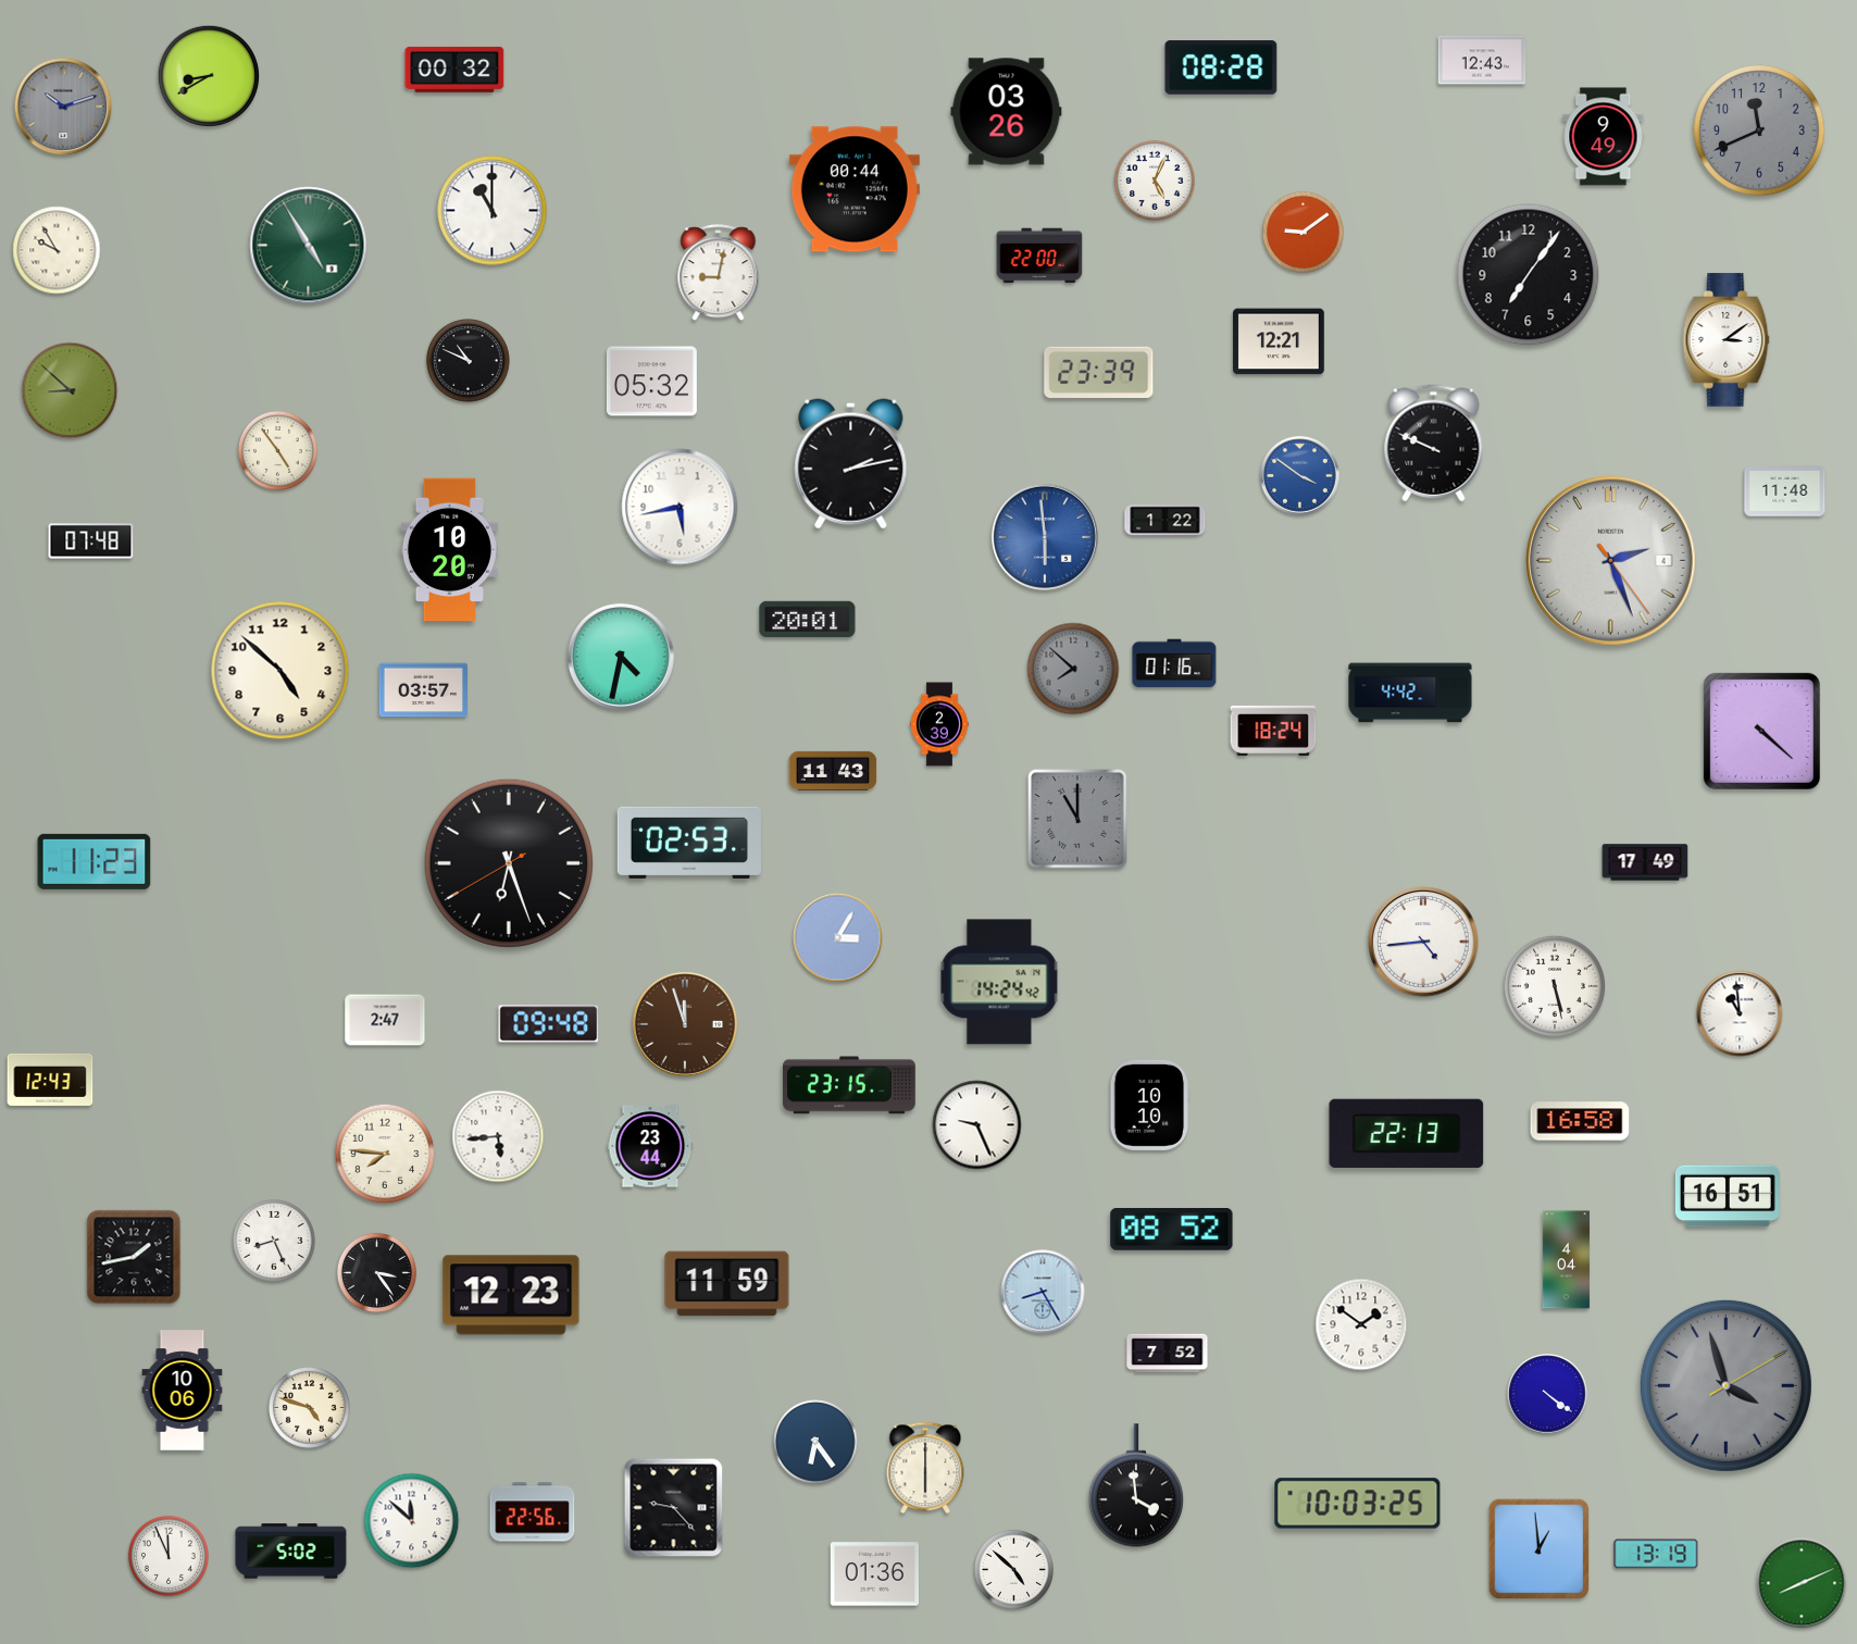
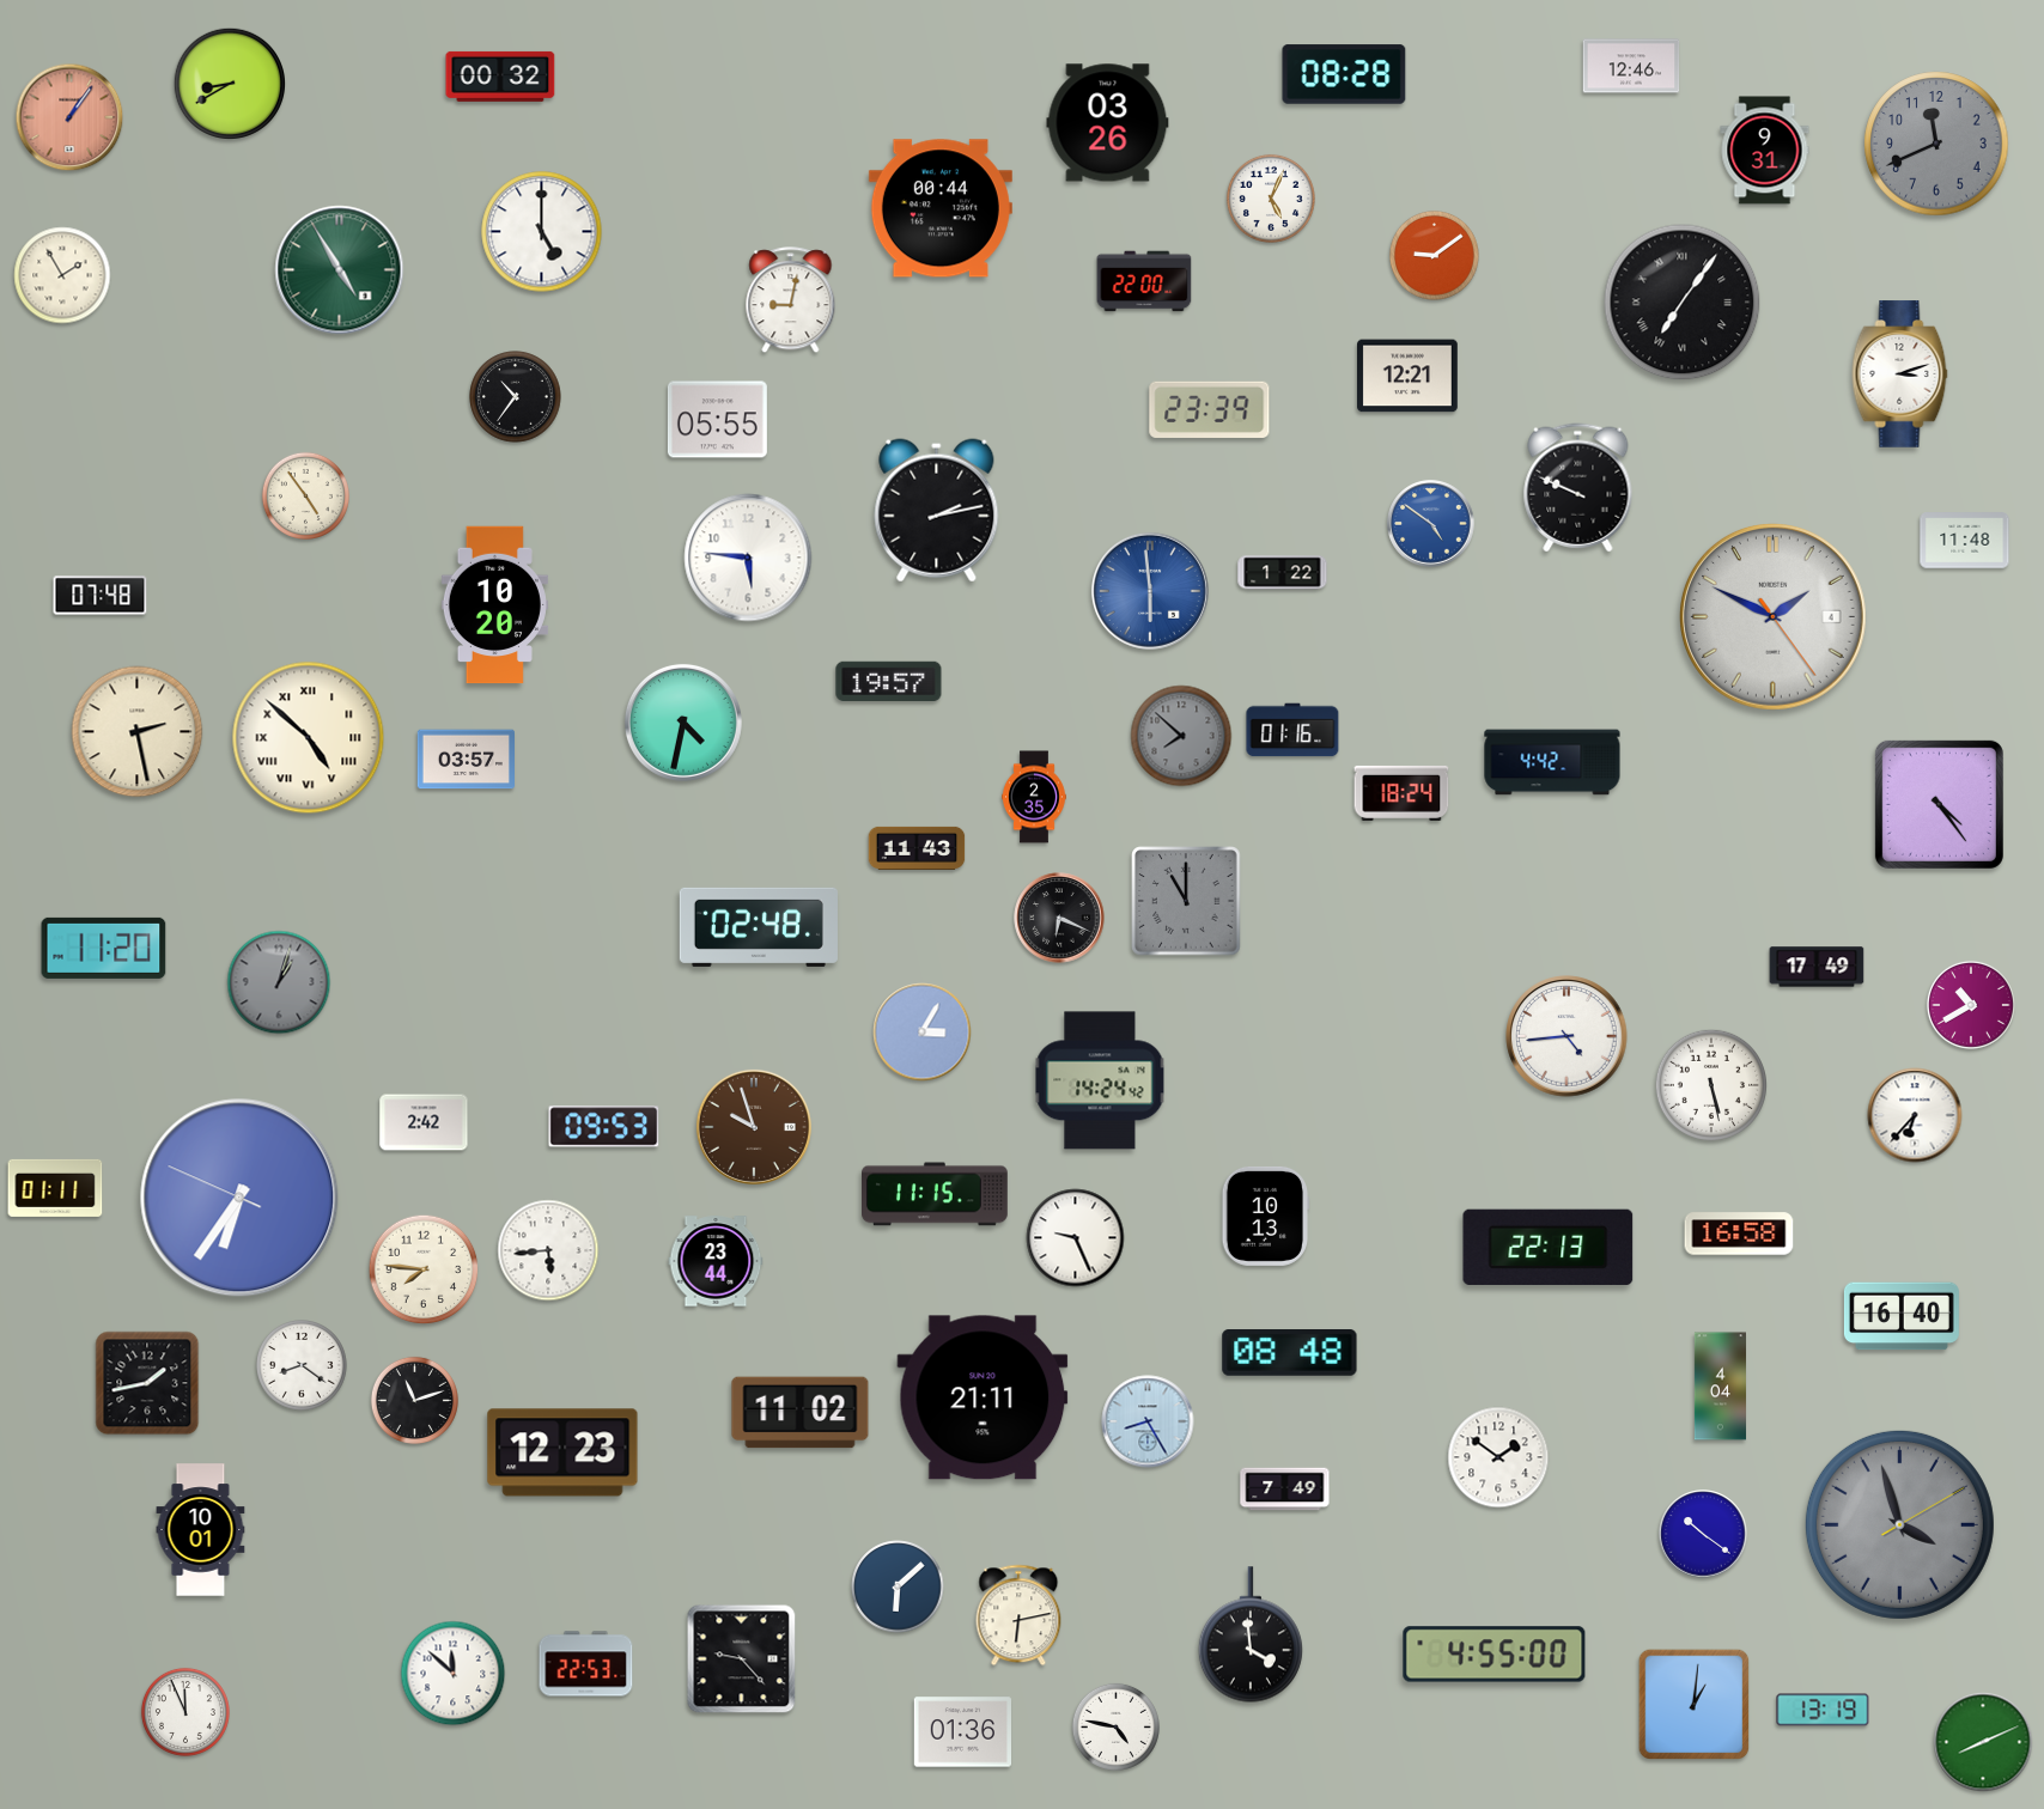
clock at (1482, 60): 12:43 -> 12:46
clock at (63, 107): 10:12 -> 1:06
clock at (63, 107) dial: grey -> salmon
clock at (1604, 137): 9:49 -> 9:31
clock at (493, 211): 11:00 -> 5:00
clock at (57, 250): 9:55 -> 1:55
clock at (1529, 275) numerals: Arabic -> Roman
clock at (1727, 340): 3:09 -> 3:12
clock at (469, 361): 10:49 -> 10:36
clock at (651, 382): 05:32 -> 05:55
clock at (70, 390): 8:52 -> none
clock at (1300, 476): 3:51 -> 4:51
clock at (680, 507): 5:43 -> 5:46
clock at (1611, 561): 2:26 -> 1:49
clock at (808, 620): 20:01 -> 19:57
clock at (138, 732): none -> 2:28
clock at (281, 671) numerals: Arabic -> Roman
clock at (940, 724): 2:39 -> 2:35
clock at (1273, 731) position: (1273, 731) -> (1401, 793)
clock at (1761, 731): 4:22 -> 4:24
clock at (1059, 918): none -> 6:19
clock at (689, 843): 02:53 -> 02:48
clock at (95, 861): 11:23 -> 11:20
clock at (1645, 862) position: (1645, 862) -> (1817, 967)
clock at (509, 863): 6:26 -> none
clock at (279, 982): none -> 1:03
clock at (1971, 1005): none -> 10:40
clock at (1740, 1013): 10:59 -> 6:37
clock at (385, 1020): 2:47 -> 2:42
clock at (549, 1024): 09:48 -> 09:53
clock at (685, 1024): 11:57 -> 9:57
clock at (50, 1080): 12:43 -> 01:11
clock at (850, 1085): 23:15 -> 11:15
clock at (239, 1198): none -> 6:35
clock at (1150, 1105): 10:10 -> 10:13
clock at (1728, 1196): 16:51 -> 16:40
clock at (1172, 1230): 08:52 -> 08:48
clock at (275, 1242): 8:26 -> 8:21
clock at (1566, 1260) position: (1566, 1260) -> (1720, 1387)
clock at (983, 1397): none -> 21:11
clock at (376, 1272): 3:24 -> 11:12
clock at (727, 1284): 11:59 -> 11:02
clock at (511, 1295) position: (511, 1295) -> (562, 1452)
clock at (1168, 1354): 7:52 -> 7:49
clock at (183, 1391): 10:06 -> 10:01
clock at (1547, 1394): 4:21 -> 10:21
clock at (309, 1407): 4:48 -> none
clock at (815, 1442): 6:24 -> 6:08
clock at (925, 1468): 6:00 -> 6:13
clock at (1358, 1504): 10:03 -> 4:55
clock at (533, 1512): 22:56 -> 22:53
clock at (1540, 1549): 12:59 -> 1:01
clock at (291, 1552): 5:02 -> none
clock at (1013, 1569): 4:52 -> 4:47
